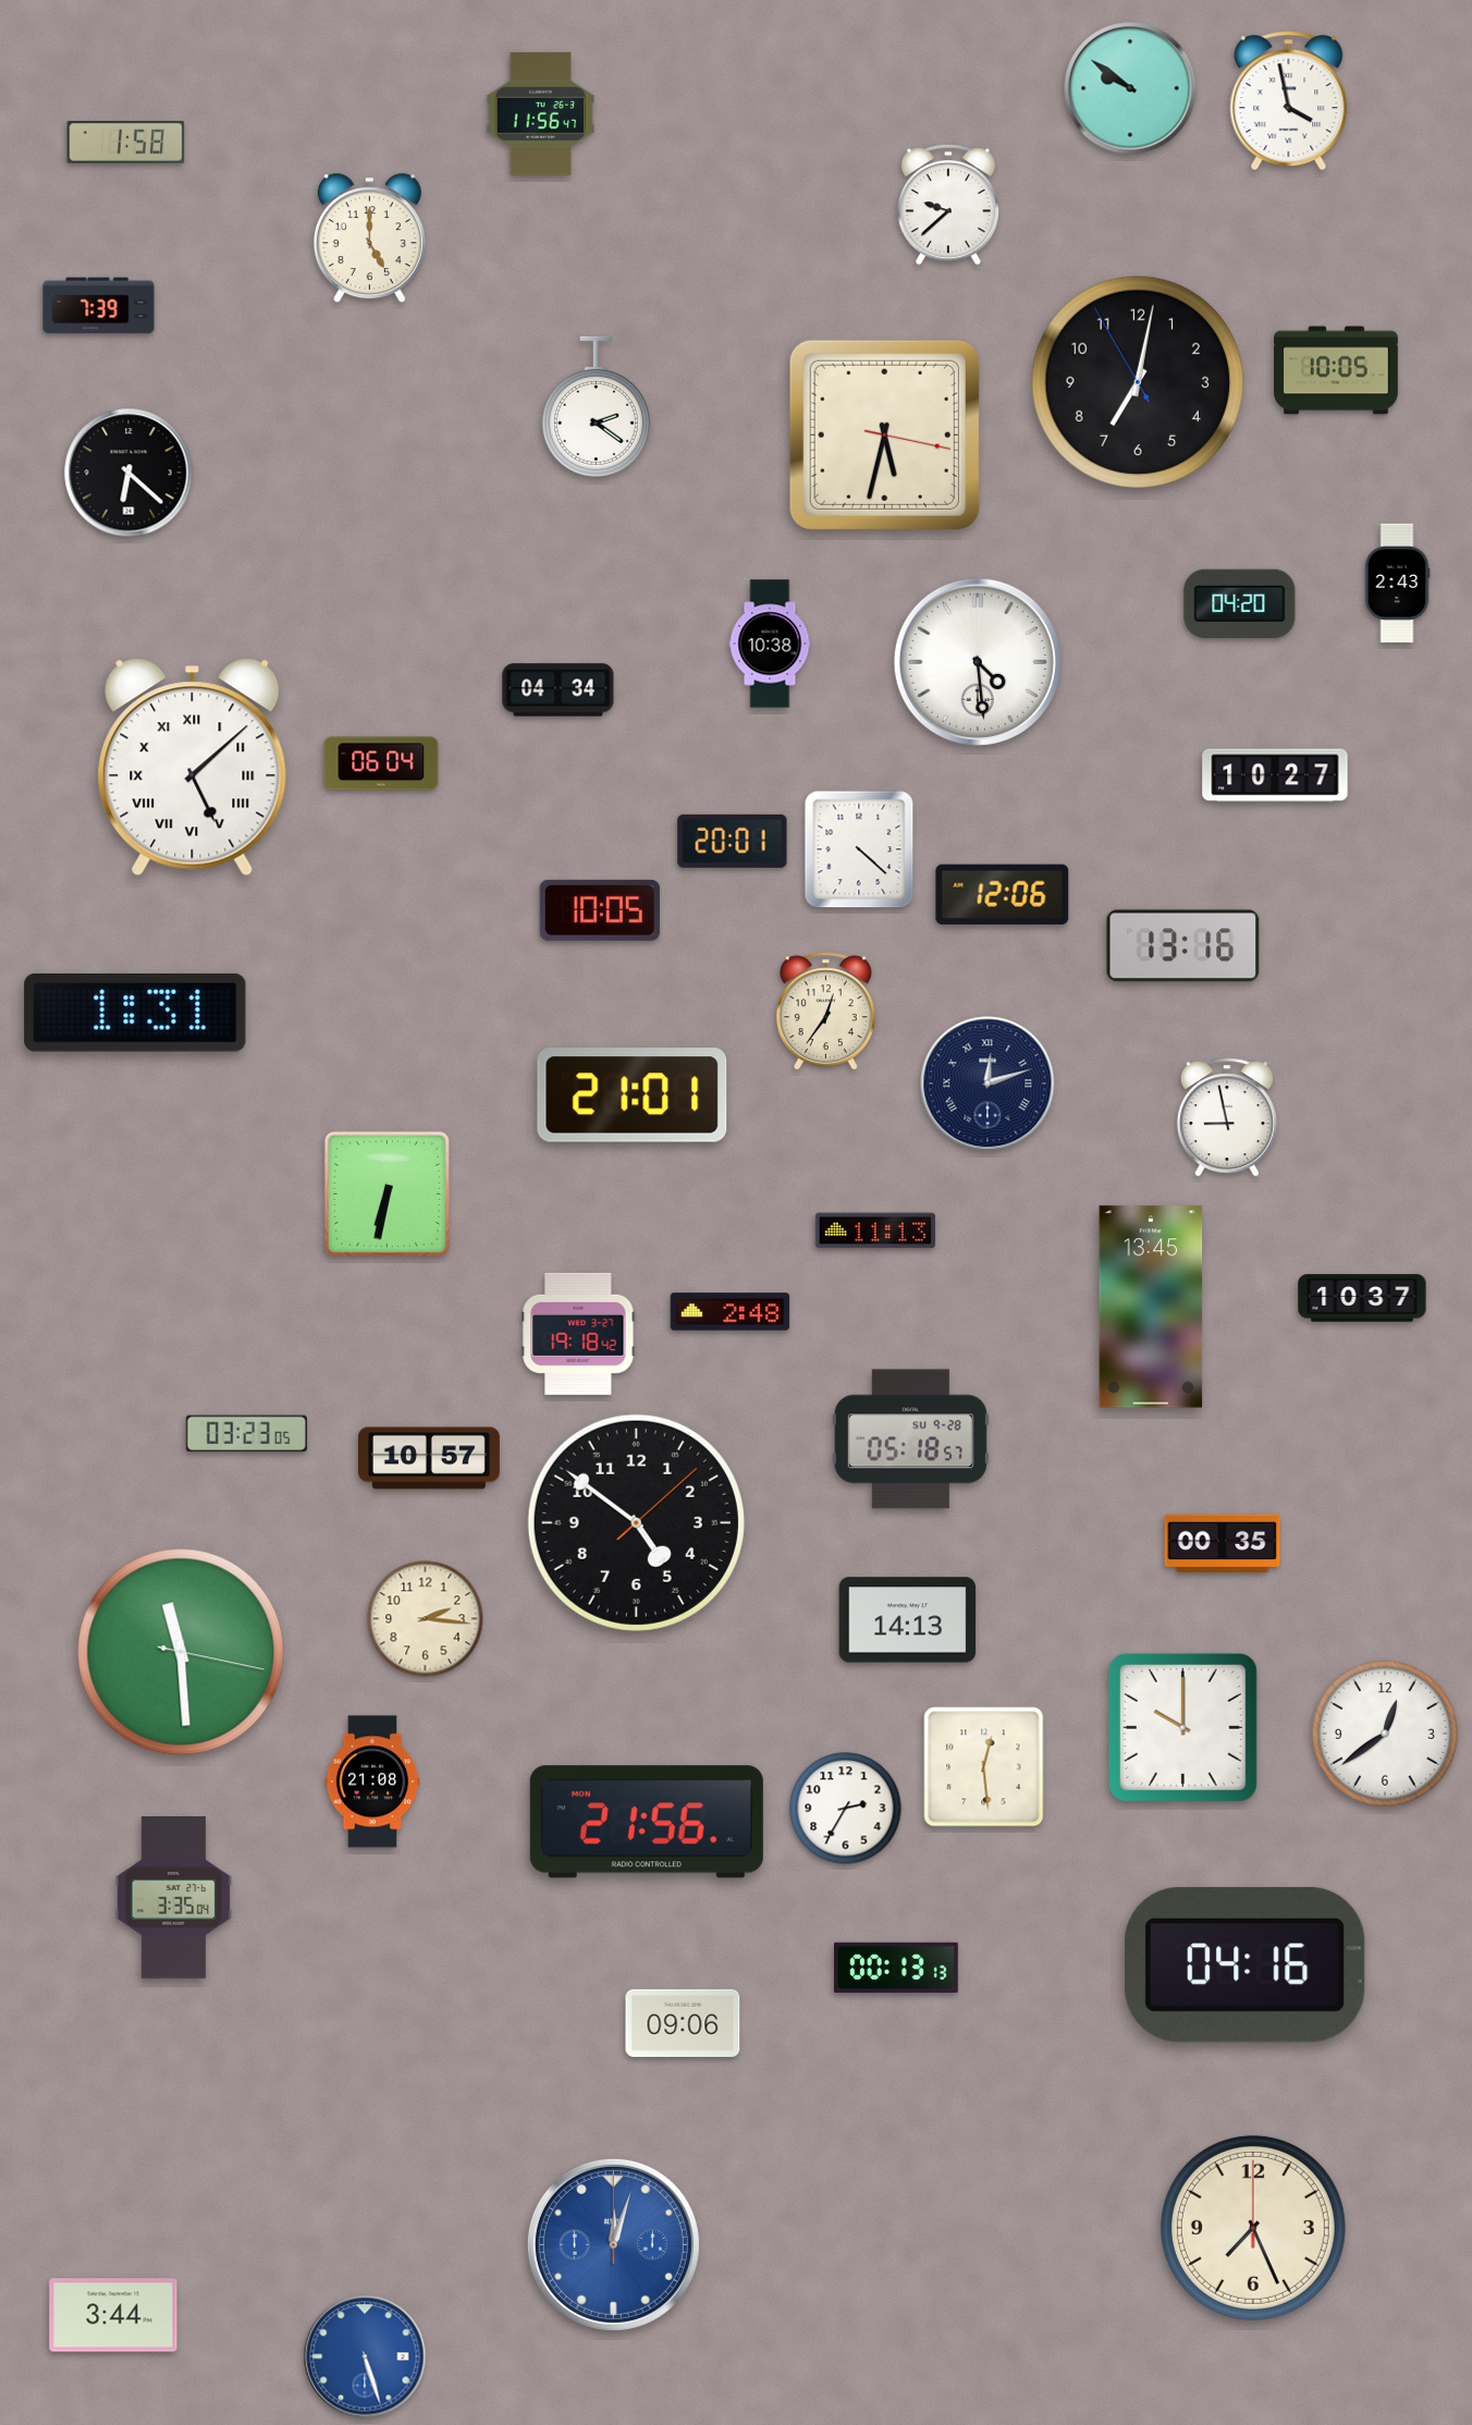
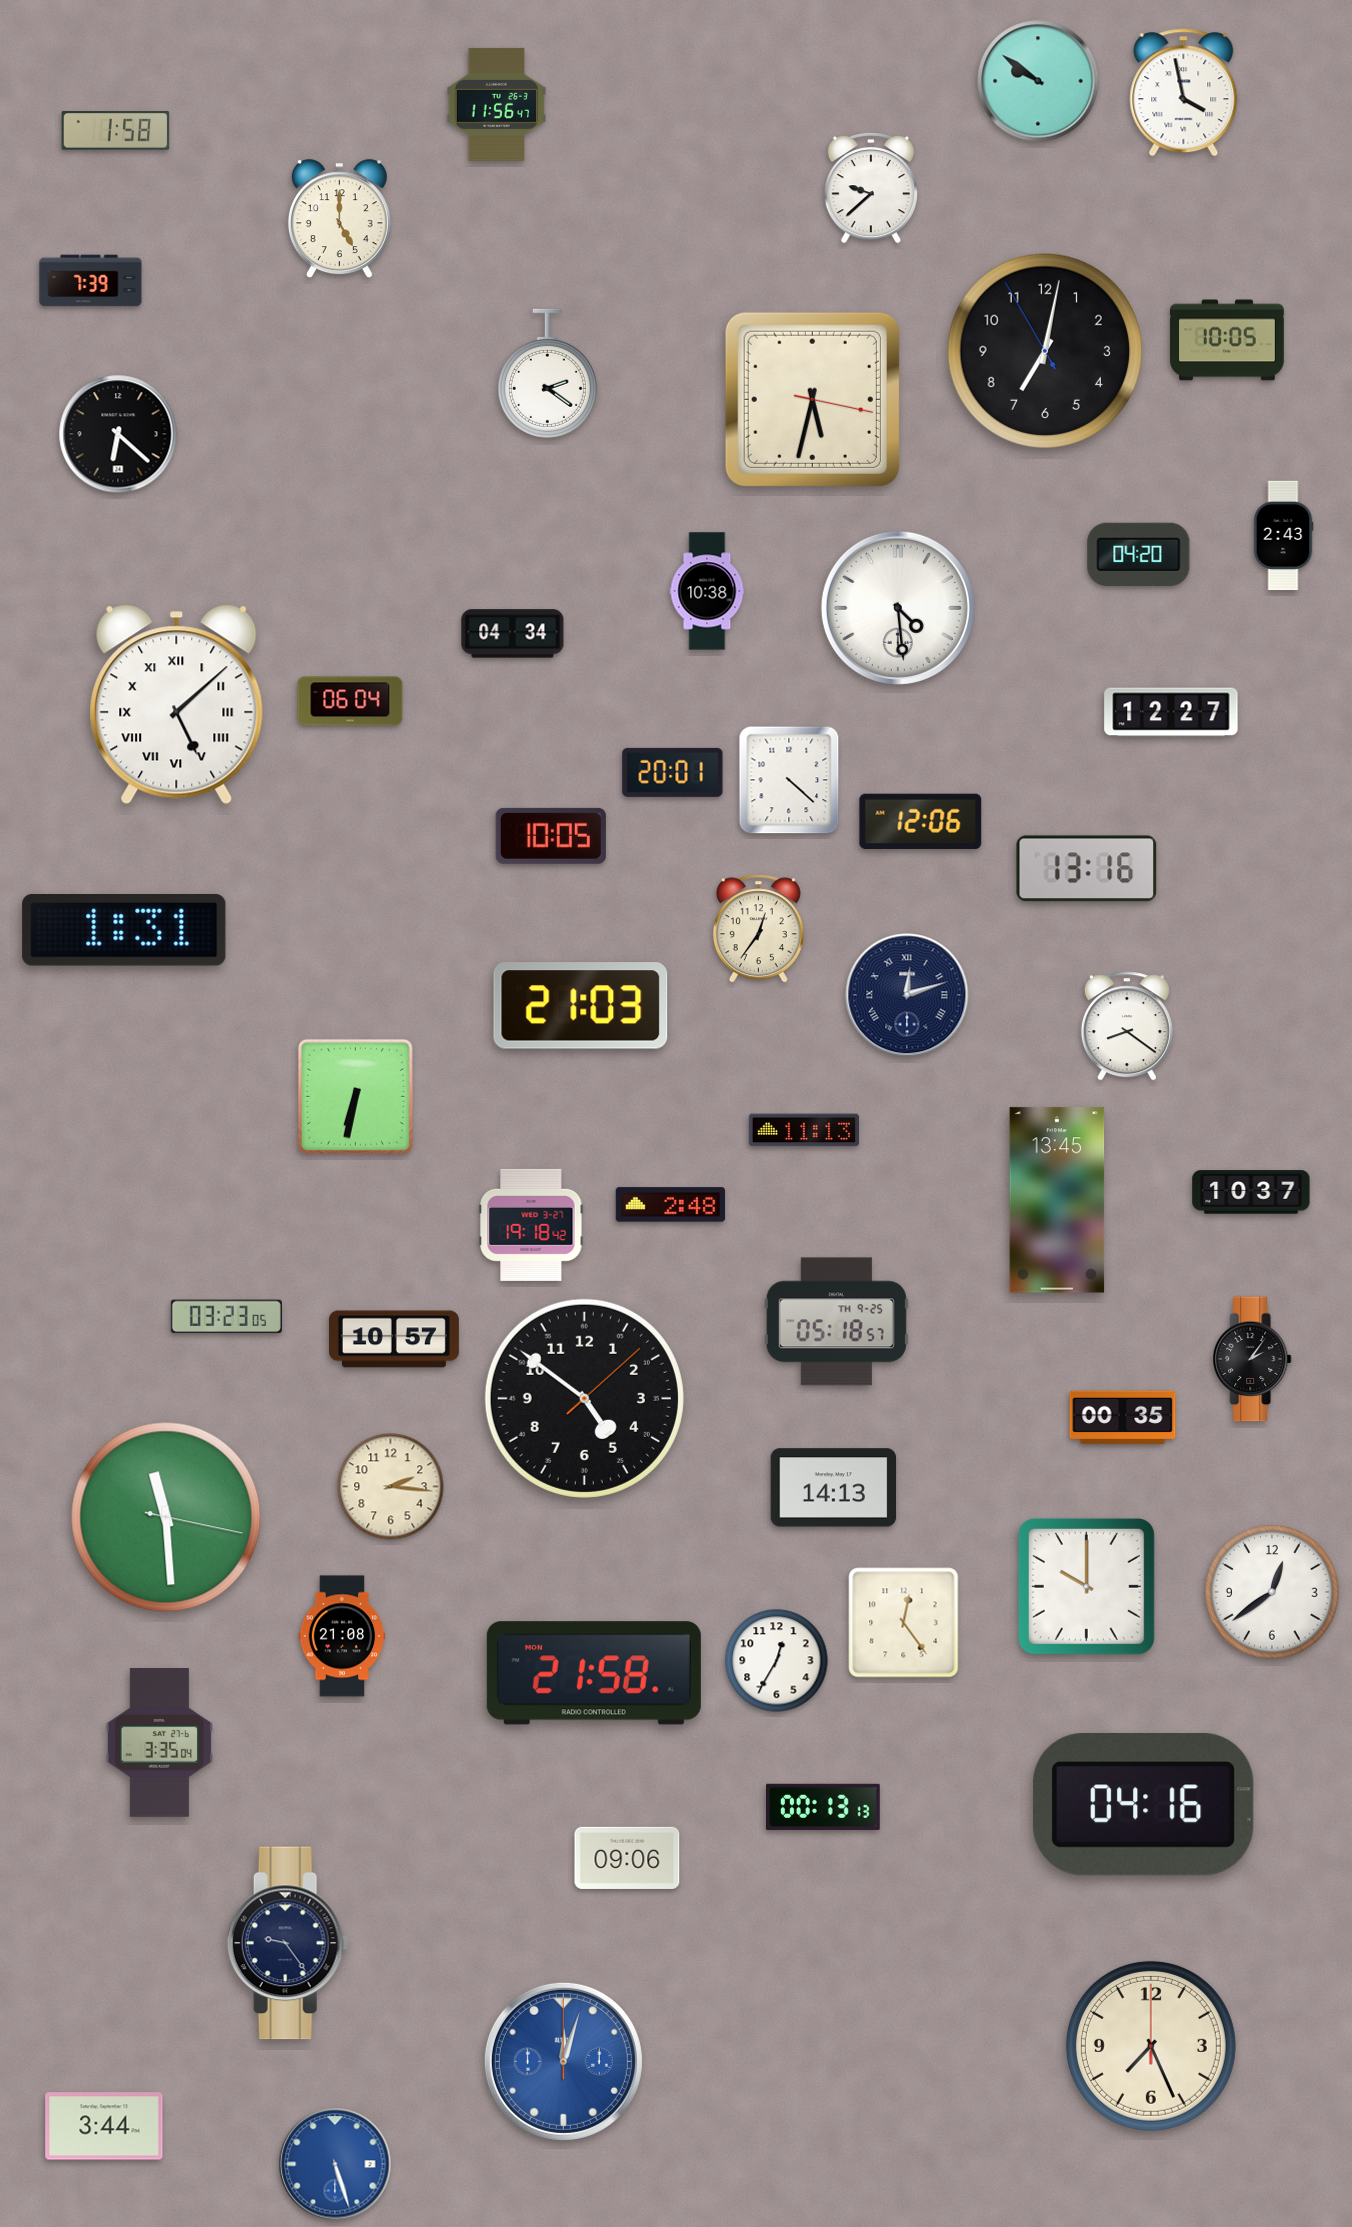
clock at (1275, 775): 10:27 -> 12:27
clock at (633, 1095): 21:01 -> 21:03
clock at (1227, 1117): 8:58 -> 8:21
clock at (910, 1440) date: SU 9-28 -> TH 9-25
clock at (1252, 1359): none -> 2:06
clock at (984, 1767): 12:29 -> 12:24
clock at (846, 1809): 2:35 -> 12:35
clock at (647, 1822): 21:56 -> 21:58
clock at (288, 1943): none -> 9:24
